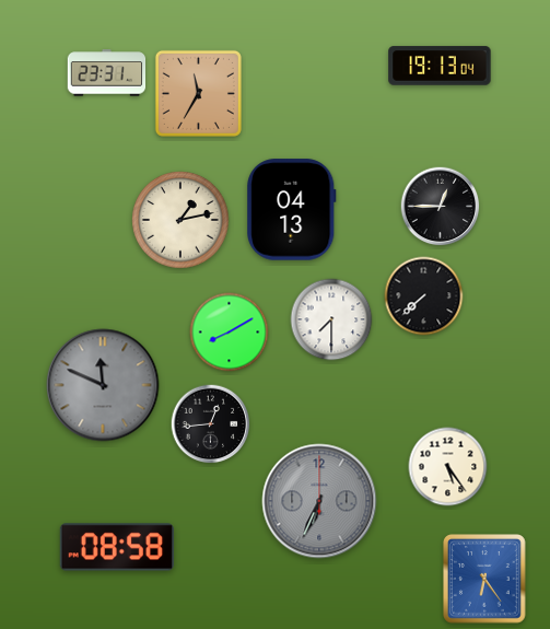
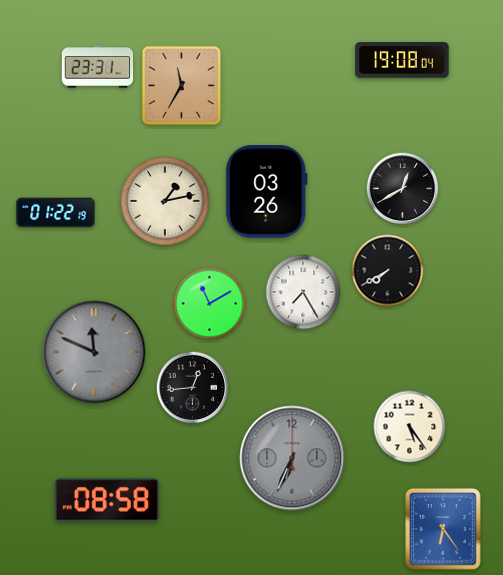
clock at (440, 66): 19:13 -> 19:08
clock at (441, 207): 12:45 -> 12:40
clock at (292, 210): 04:13 -> 03:26
clock at (56, 213): none -> 01:22
clock at (424, 296): 7:38 -> 7:40
clock at (331, 319): 7:30 -> 7:25
clock at (230, 333): 8:10 -> 11:10
